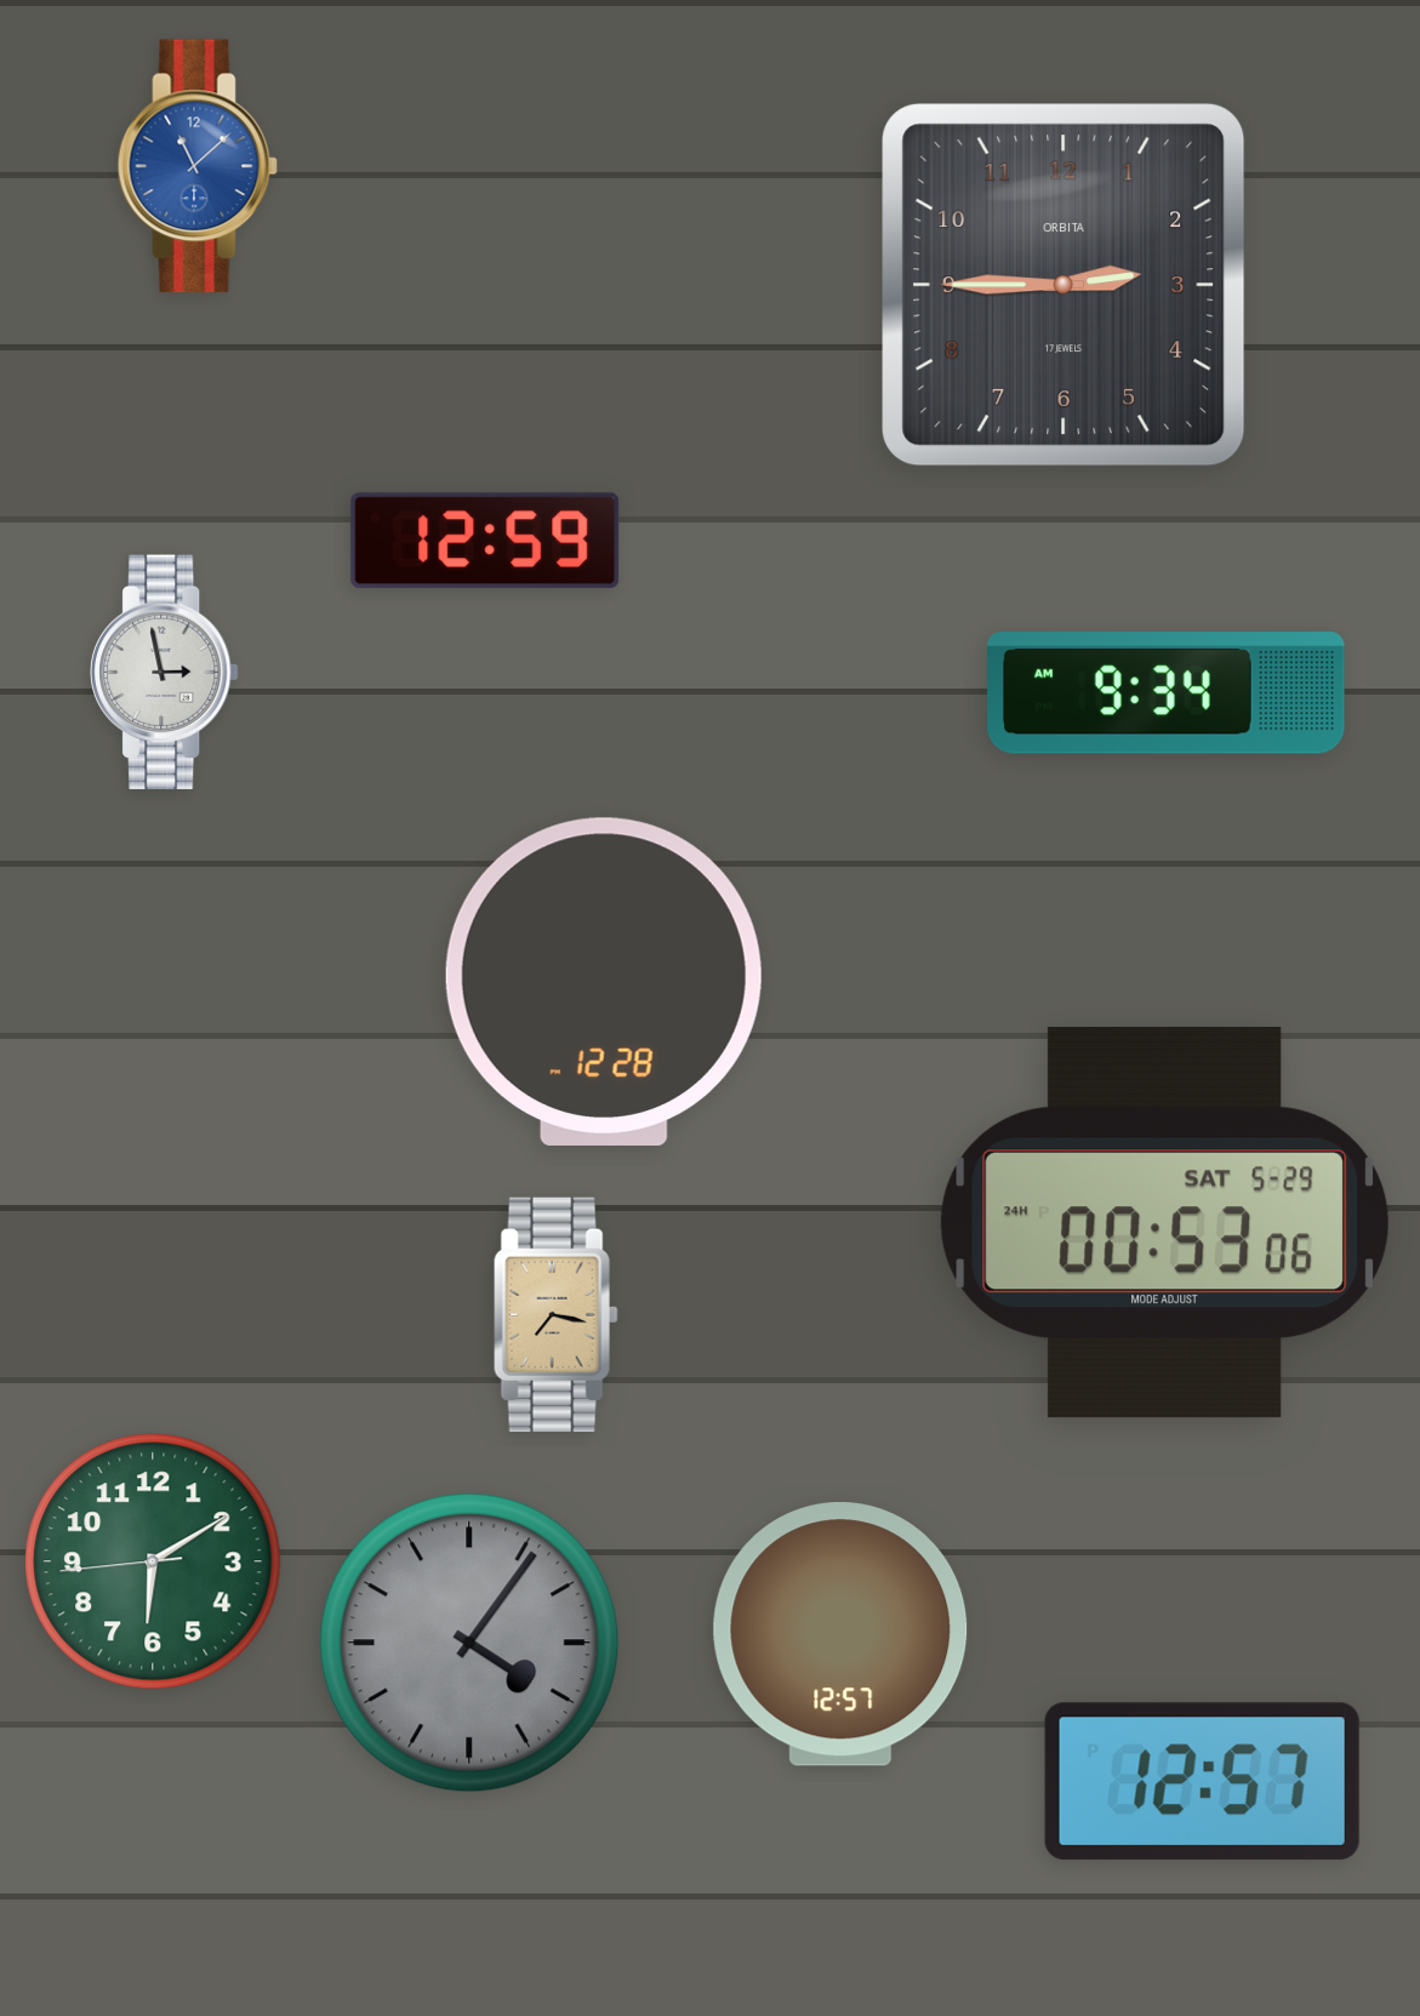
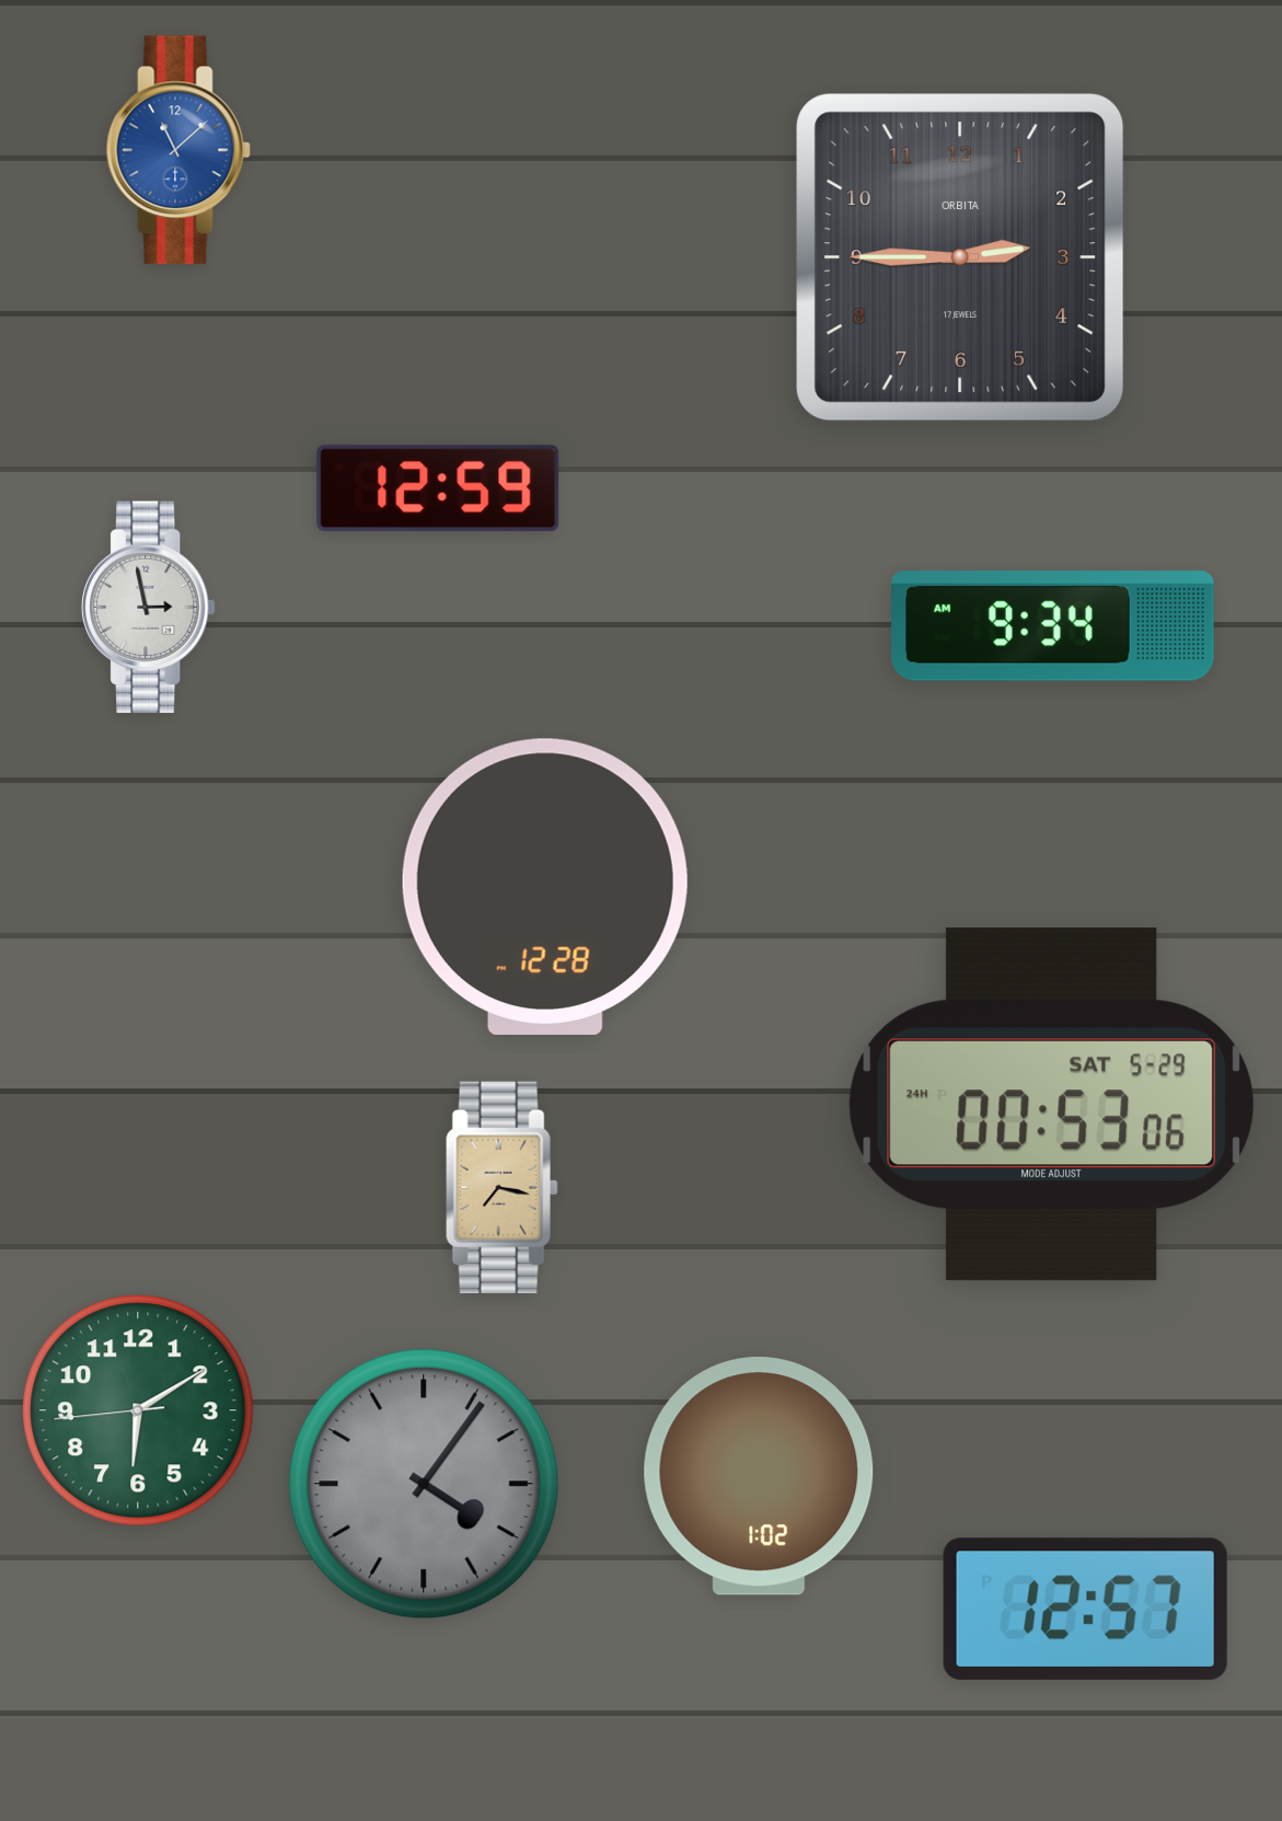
clock at (840, 1634): 12:57 -> 1:02
